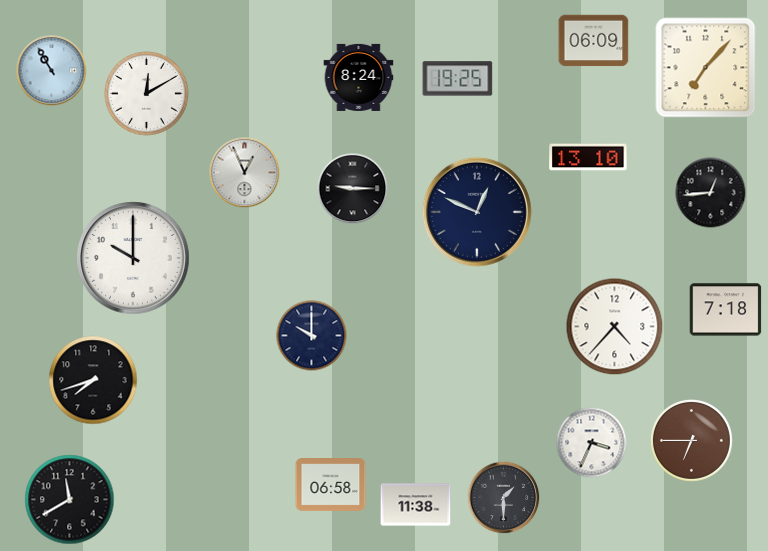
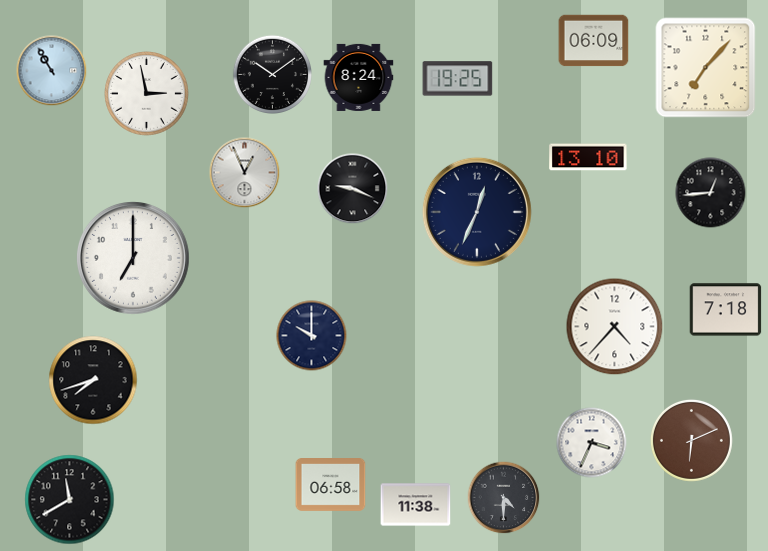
clock at (272, 74): none -> 10:09
clock at (147, 94): 12:10 -> 2:58
clock at (353, 189): 9:15 -> 9:19
clock at (477, 212): 12:49 -> 12:34
clock at (134, 259): 10:00 -> 7:00
clock at (691, 440): 6:45 -> 6:11
clock at (504, 498): 1:30 -> 4:30
